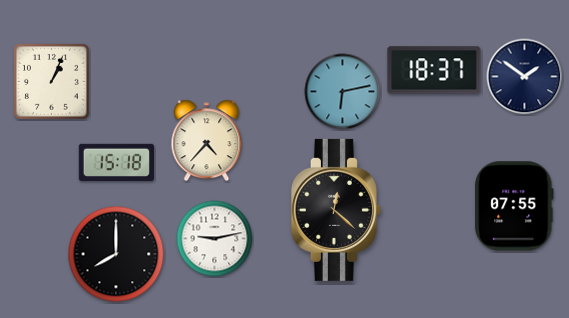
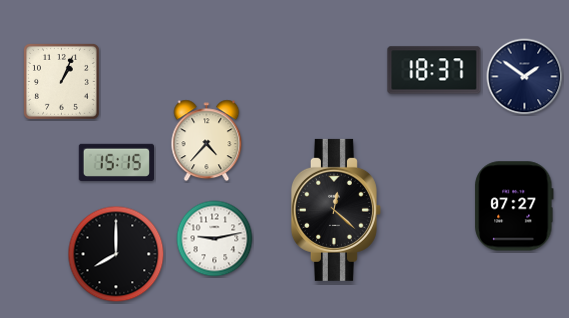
clock at (52, 82) position: (52, 82) -> (62, 82)
clock at (343, 92): 6:13 -> none
clock at (116, 162): 15:18 -> 15:15
clock at (515, 206): 07:55 -> 07:27
